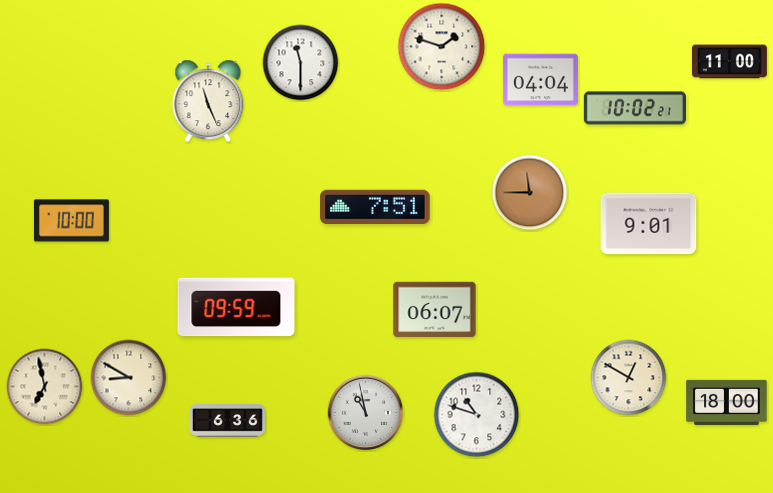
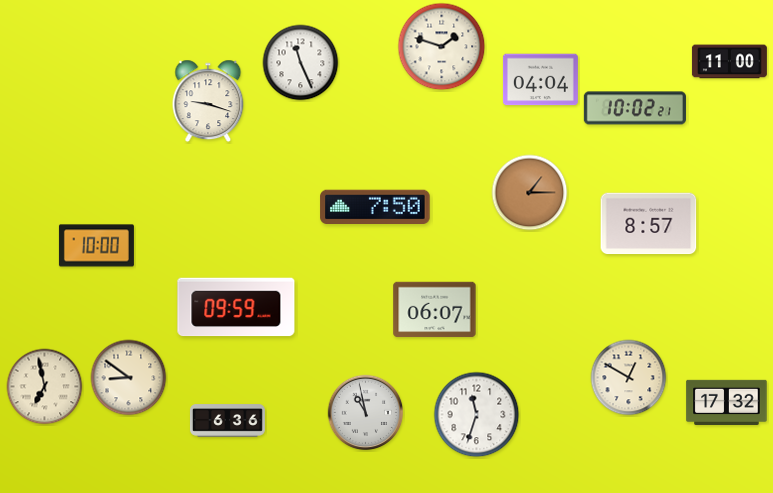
clock at (301, 63): 11:30 -> 11:26
clock at (208, 101): 11:26 -> 9:18
clock at (530, 193): 11:45 -> 1:15
clock at (375, 207): 7:51 -> 7:50
clock at (71, 221) position: (71, 221) -> (96, 246)
clock at (649, 224): 9:01 -> 8:57
clock at (129, 378): 8:50 -> 8:51
clock at (727, 402): 18:00 -> 17:32
clock at (477, 415): 10:48 -> 11:33
